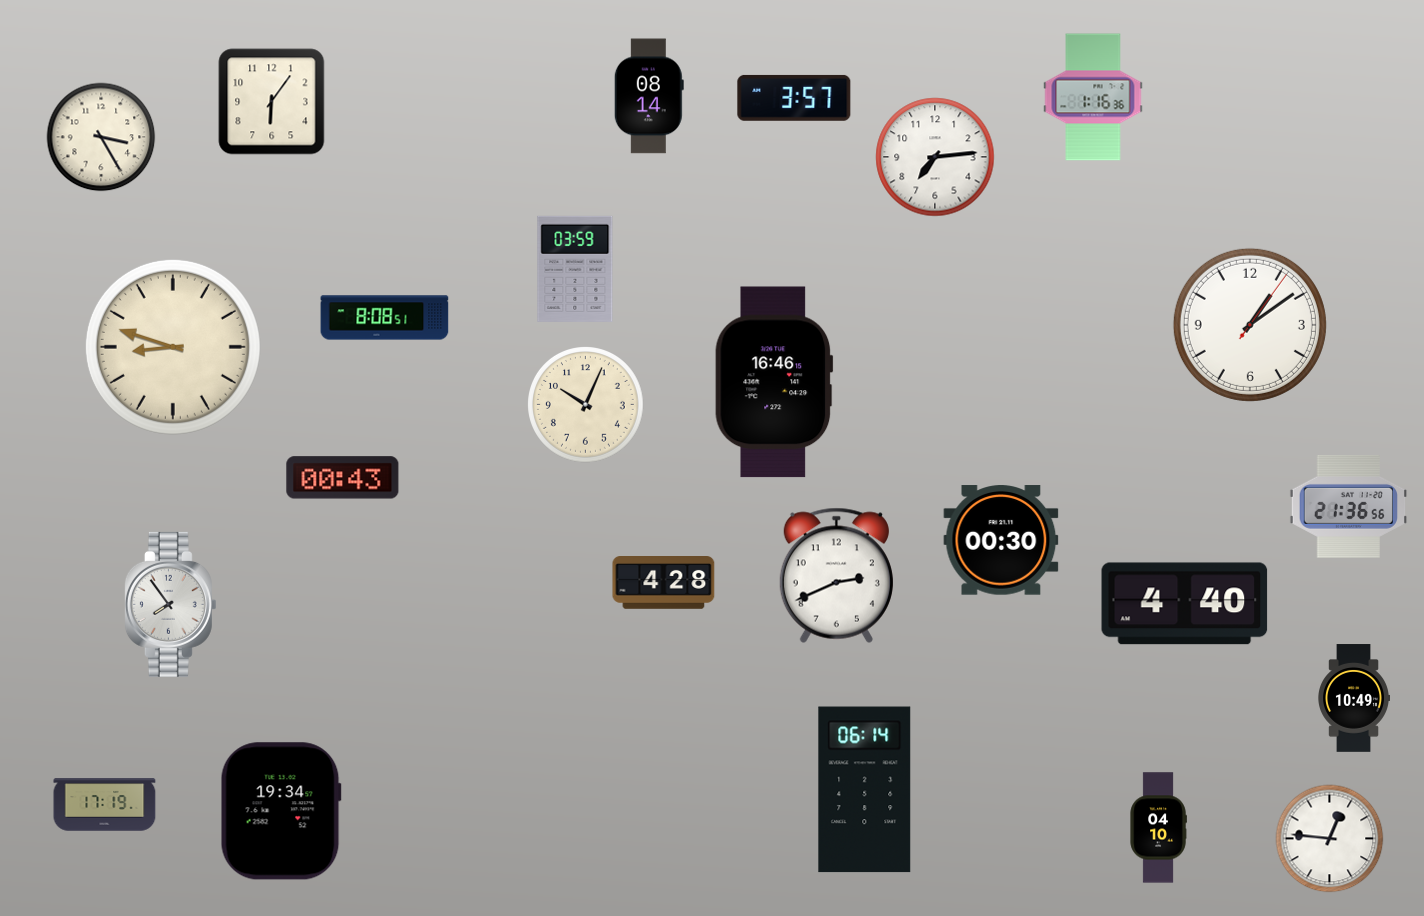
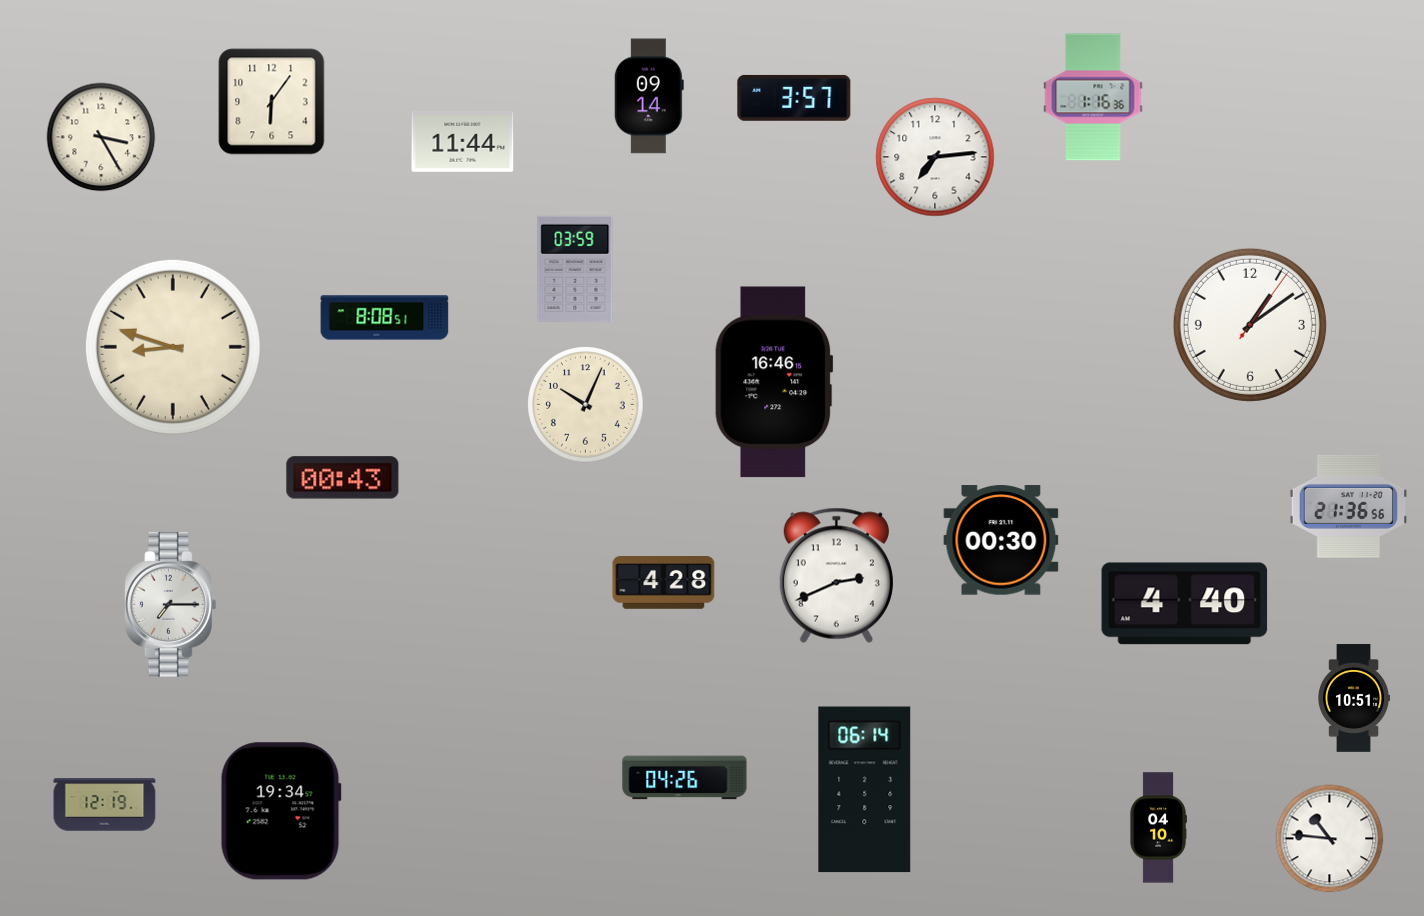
clock at (649, 96): 08:14 -> 09:14
clock at (463, 141): none -> 11:44
clock at (170, 604): 7:54 -> 7:15
clock at (1354, 698): 10:49 -> 10:51
clock at (685, 778): none -> 04:26
clock at (105, 805): 17:19 -> 12:19
clock at (1330, 839): 12:46 -> 10:46
